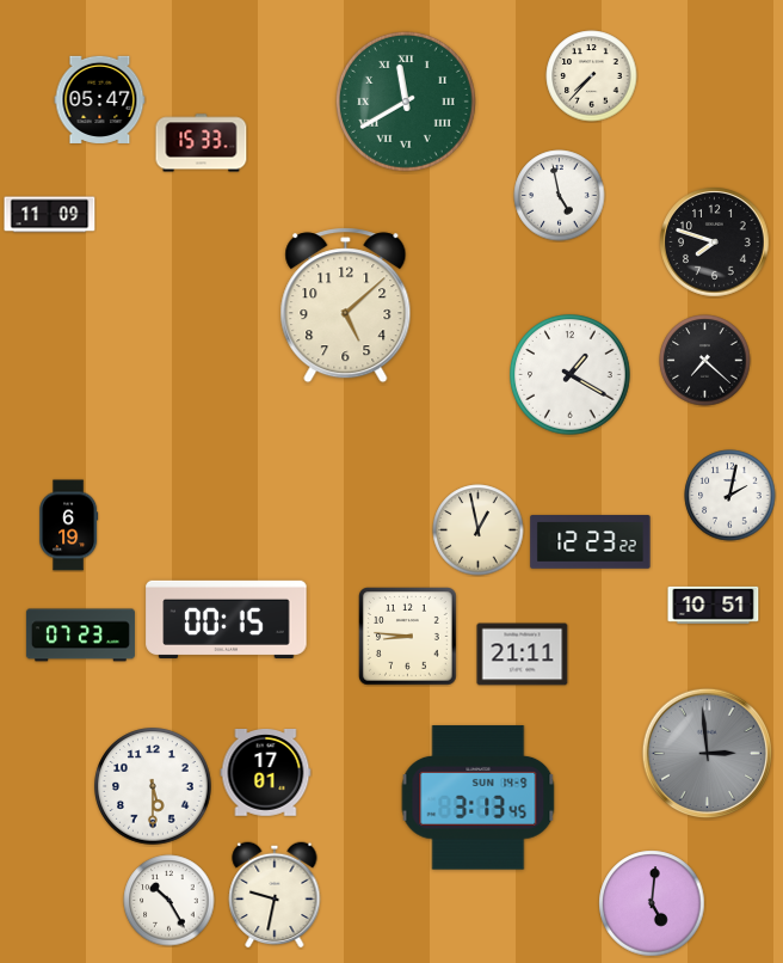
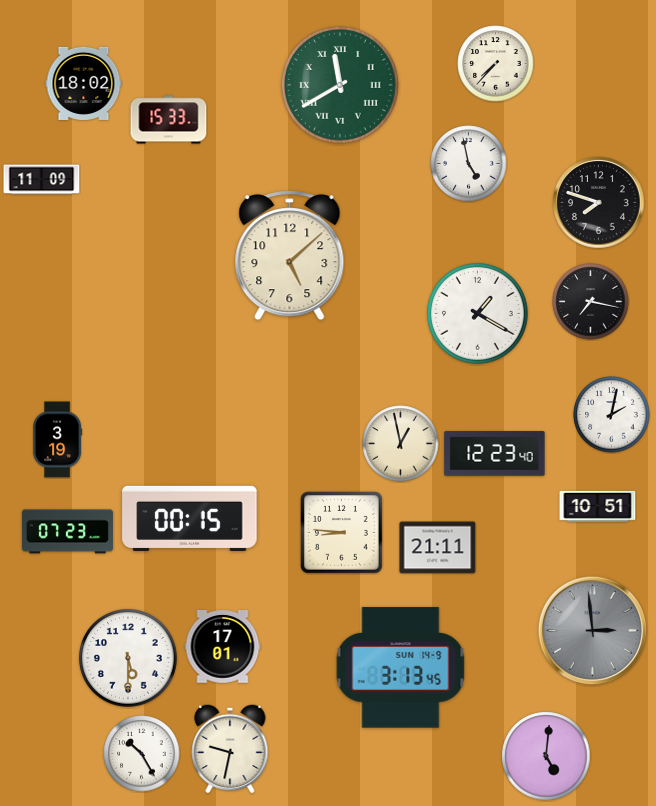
clock at (100, 99): 05:47 -> 18:02
clock at (705, 361): 7:22 -> 7:17
clock at (69, 526): 6:19 -> 3:19
clock at (591, 542): 12:23:22 -> 12:23:40
